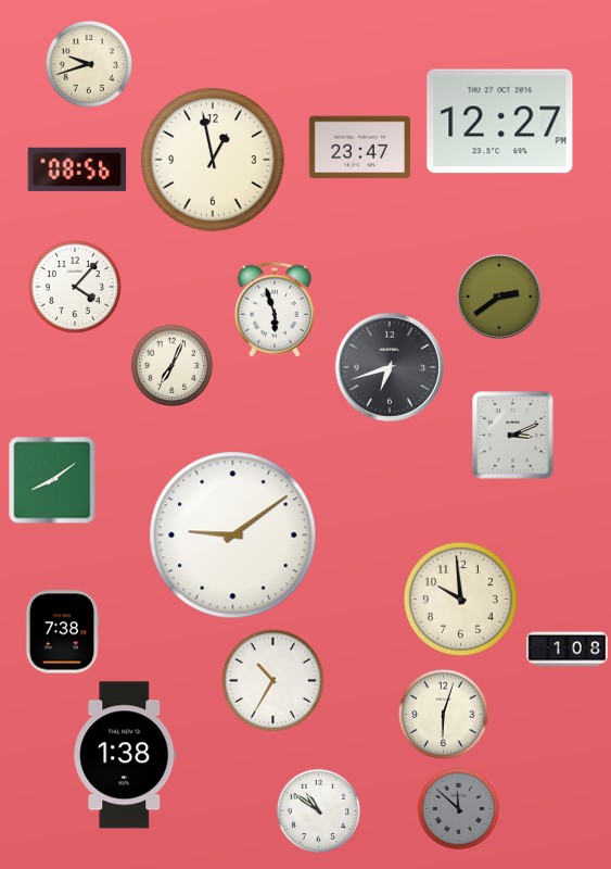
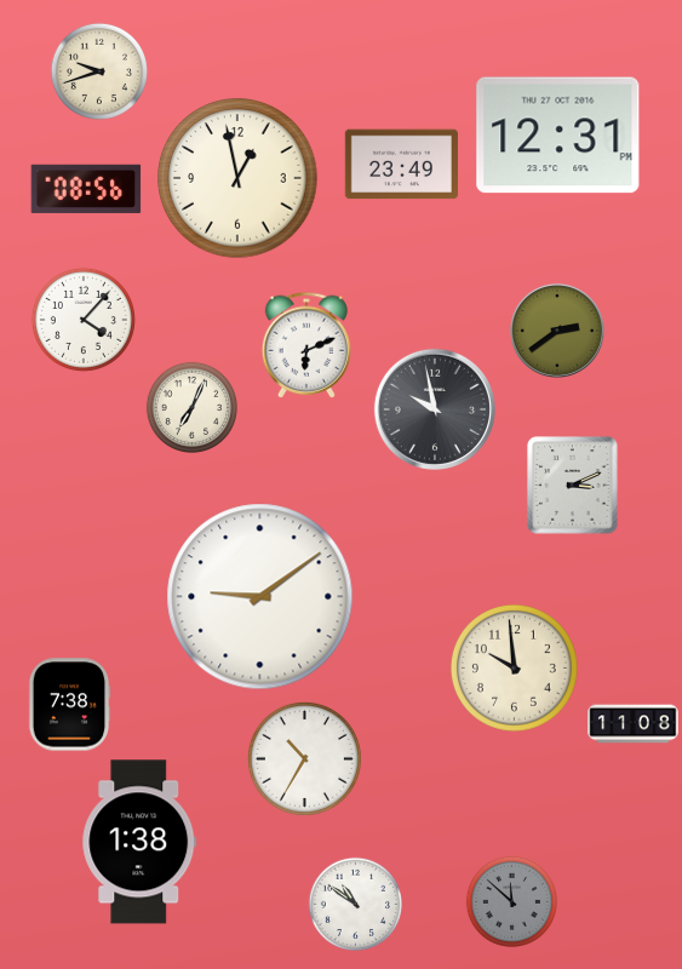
clock at (500, 122): 12:27 -> 12:31
clock at (359, 148): 23:47 -> 23:49
clock at (275, 310): 5:57 -> 6:11
clock at (390, 367): 6:42 -> 9:58
clock at (52, 480): 8:09 -> none
clock at (568, 650): 1:08 -> 11:08
clock at (443, 714): 6:03 -> none
